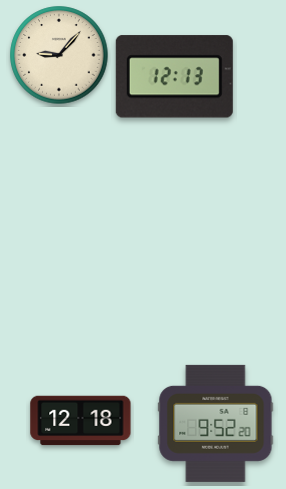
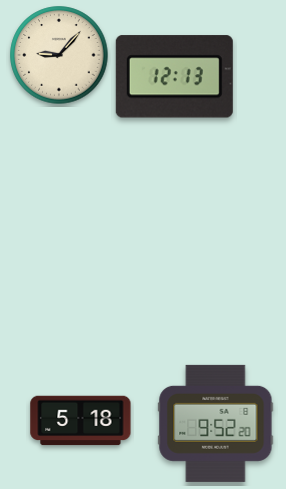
clock at (81, 421): 12:18 -> 5:18
